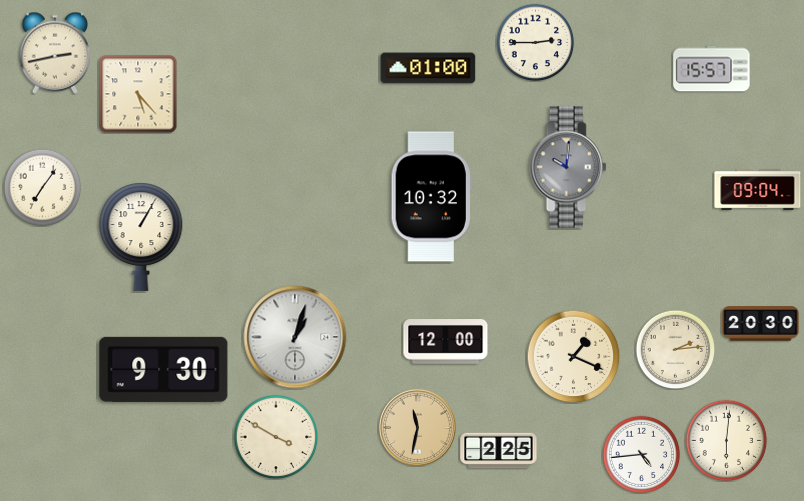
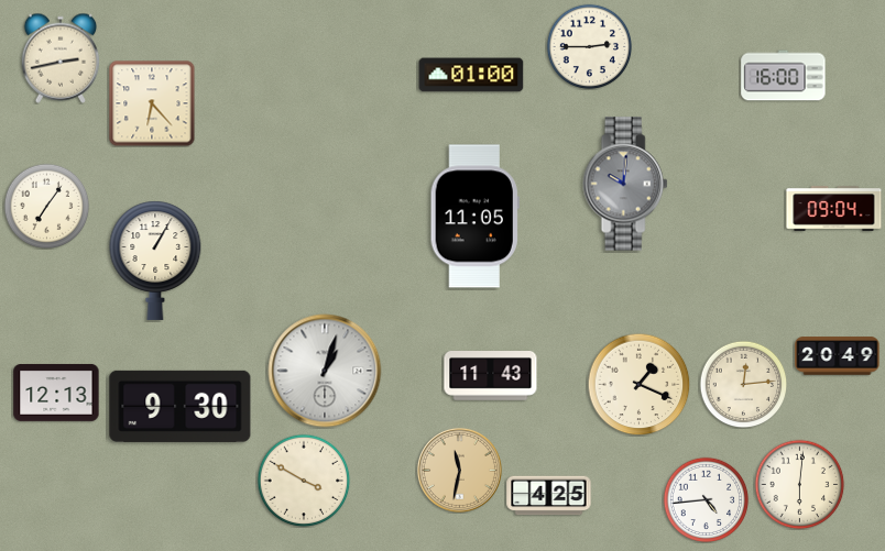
clock at (712, 69): 15:57 -> 16:00
clock at (138, 94): 5:23 -> 6:23
clock at (431, 197): 10:32 -> 11:05
clock at (761, 324): 20:30 -> 20:49
clock at (446, 342): 12:00 -> 11:43
clock at (675, 349): 2:14 -> 12:14
clock at (573, 356) position: (573, 356) -> (638, 384)
clock at (56, 393): none -> 12:13
clock at (499, 451): 2:25 -> 4:25
